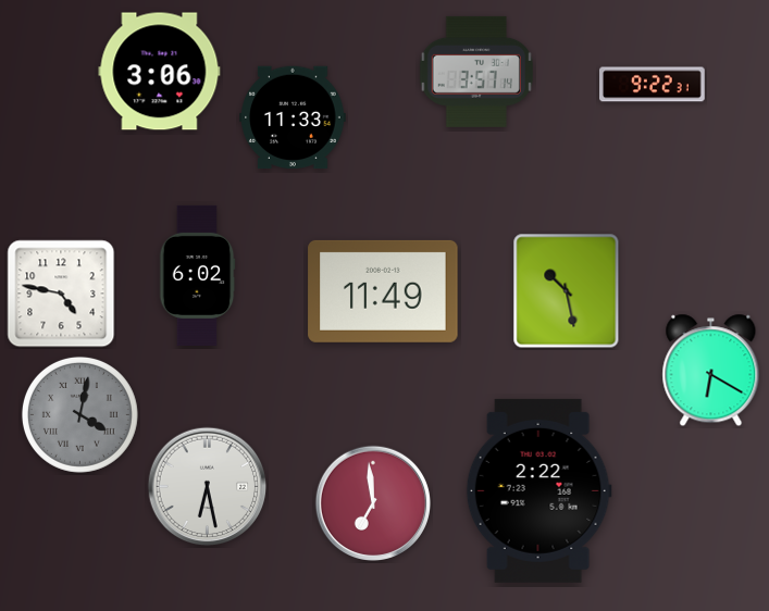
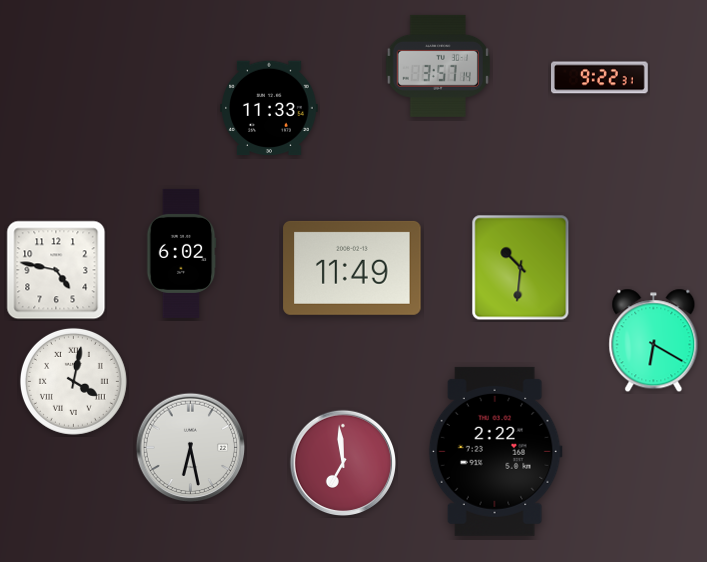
clock at (160, 72): 3:06 -> none
clock at (567, 291): 10:28 -> 10:31
clock at (79, 414) dial: grey -> white
